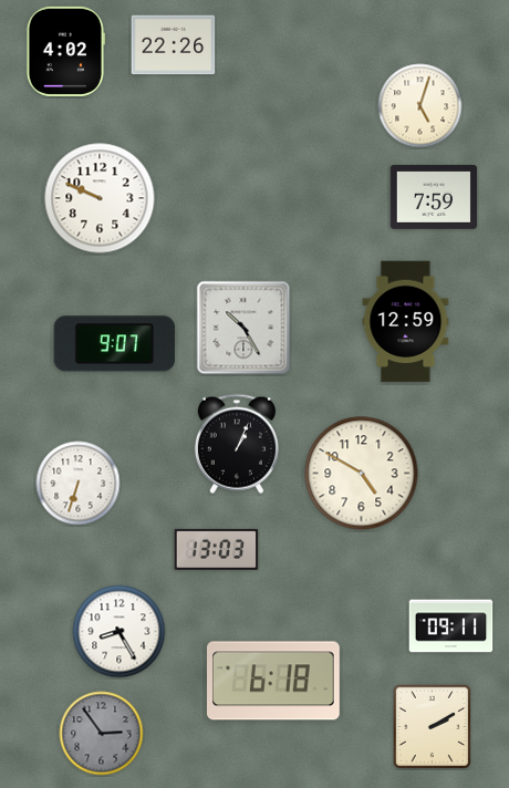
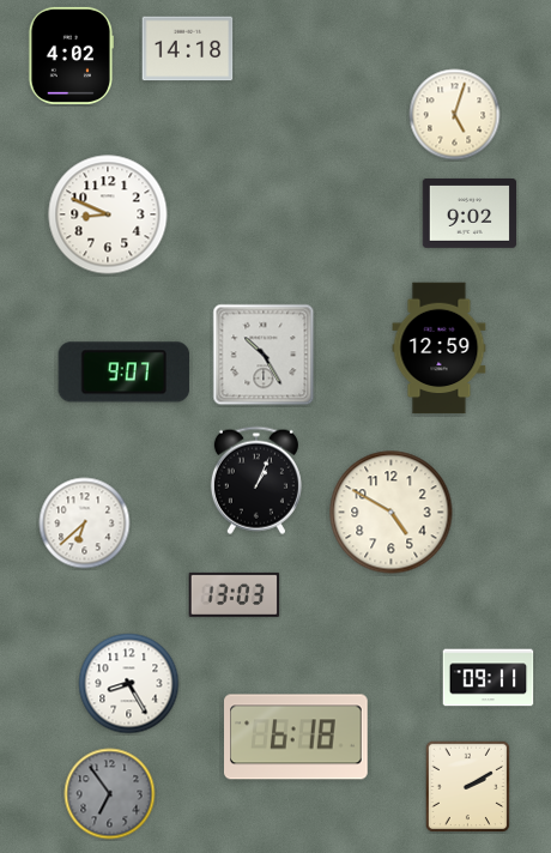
clock at (174, 45): 22:26 -> 14:18
clock at (434, 197): 7:59 -> 9:02
clock at (100, 198): 9:49 -> 8:49
clock at (79, 484): 6:33 -> 6:38
clock at (102, 734): 2:54 -> 6:54
